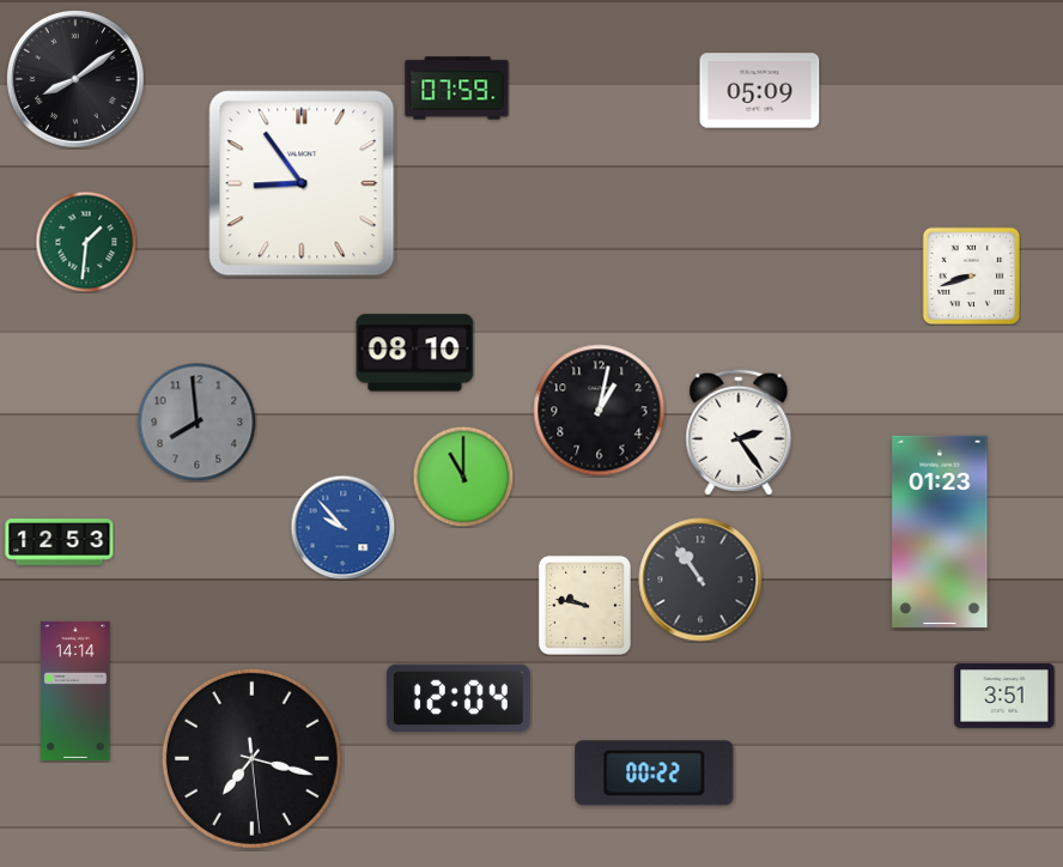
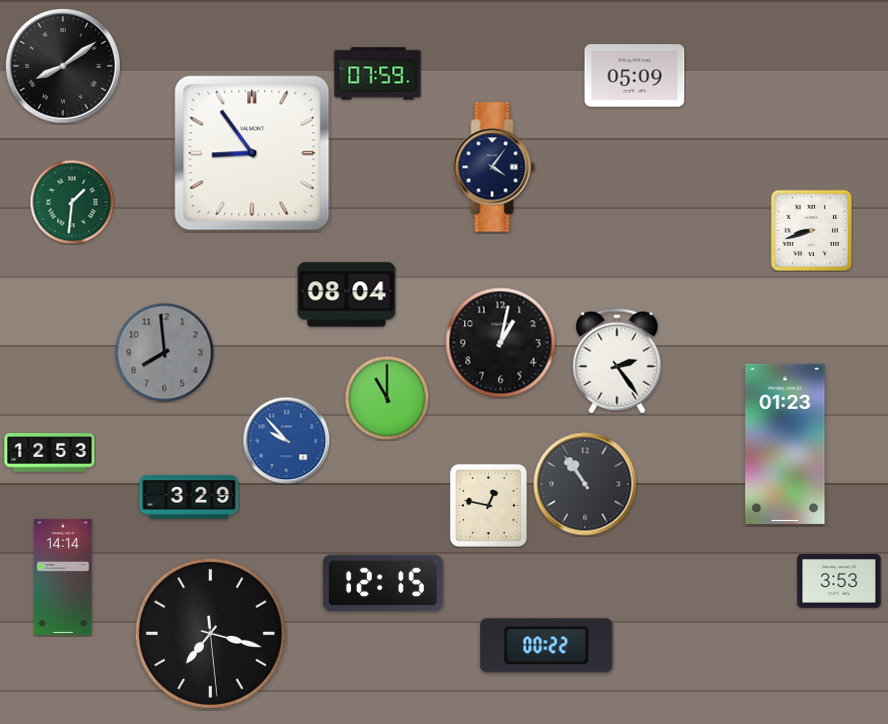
clock at (457, 89) position: (457, 89) -> (378, 74)
clock at (494, 167): none -> 4:06
clock at (415, 353): 08:10 -> 08:04
clock at (189, 497): none -> 3:29
clock at (584, 605): 9:47 -> 12:47
clock at (1004, 697): 3:51 -> 3:53
clock at (458, 698): 12:04 -> 12:15
